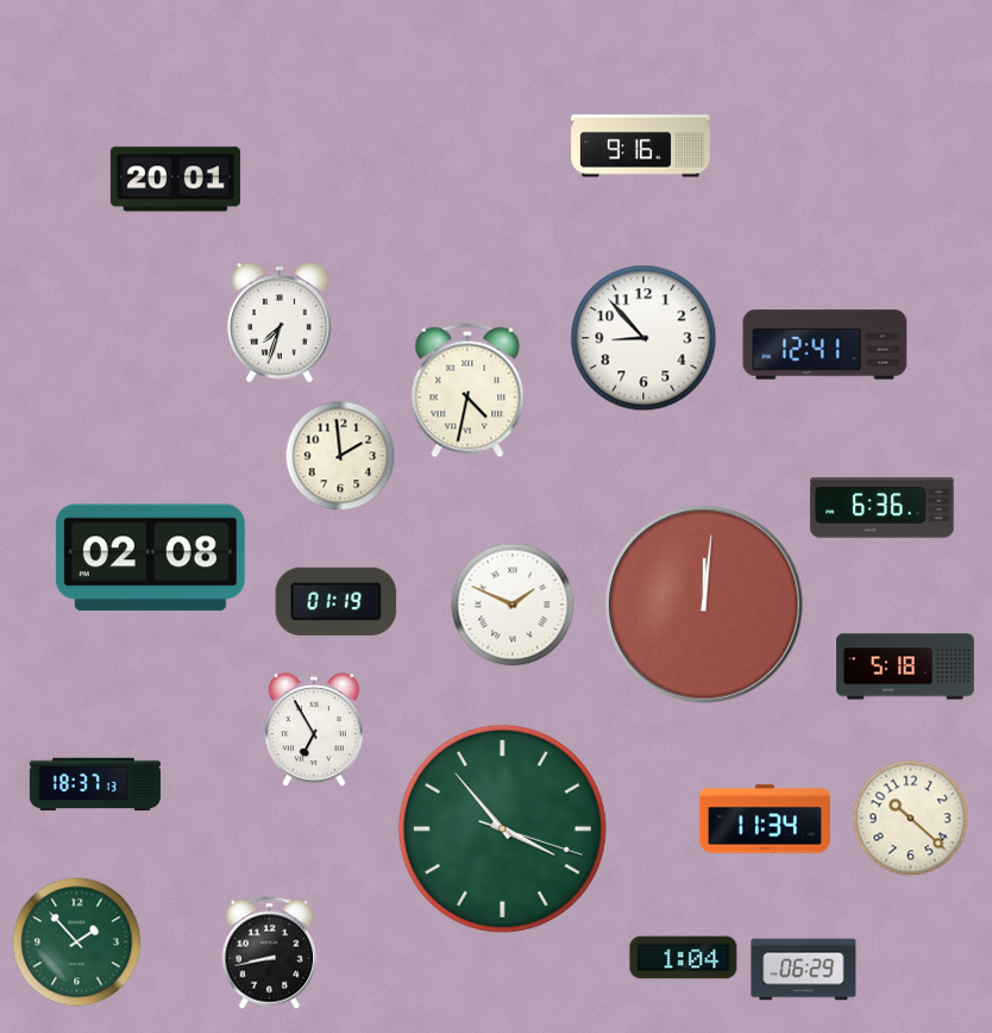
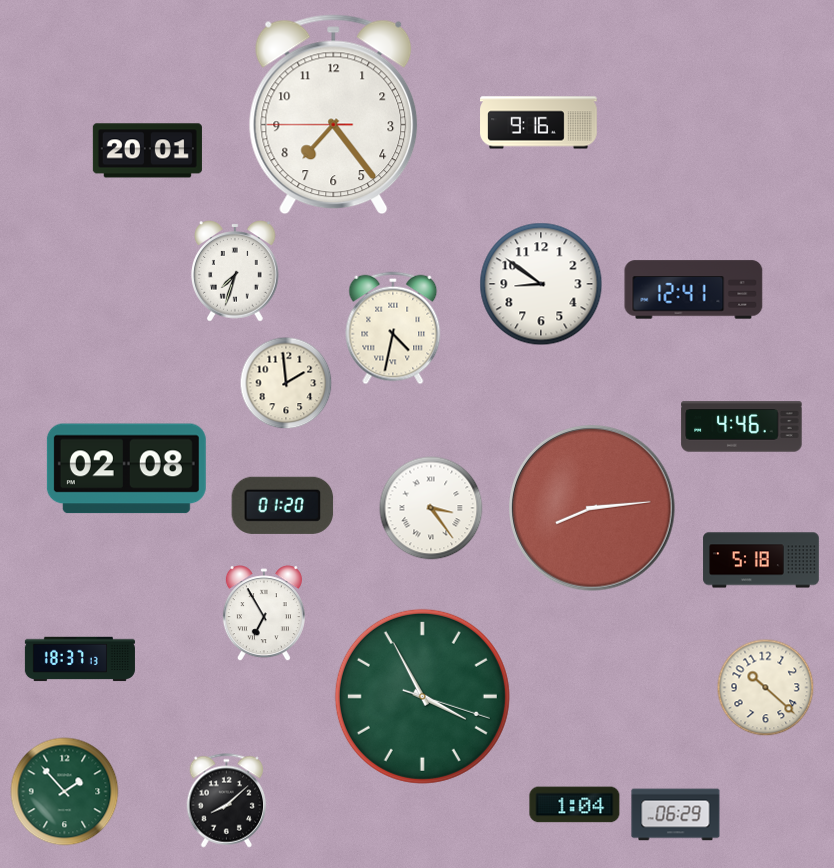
clock at (334, 115): none -> 7:23
clock at (643, 338): 8:53 -> 8:51
clock at (883, 508): 6:36 -> 4:46
clock at (337, 601): 01:19 -> 01:20
clock at (513, 605): 1:49 -> 3:24
clock at (704, 605): 12:01 -> 8:14
clock at (765, 819): 11:34 -> none
clock at (502, 828): 3:53 -> 3:55
clock at (270, 953): 8:43 -> 8:08
